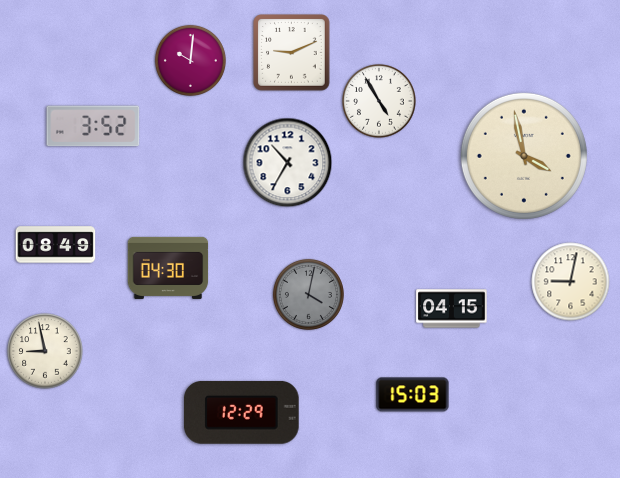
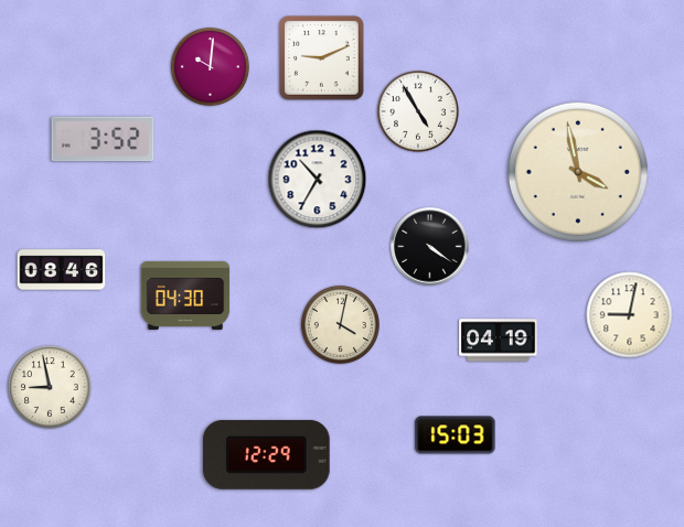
clock at (430, 247): none -> 4:21
clock at (56, 245): 08:49 -> 08:46
clock at (571, 282) position: (571, 282) -> (630, 315)
clock at (308, 294) dial: grey -> cream
clock at (452, 309): 04:15 -> 04:19
